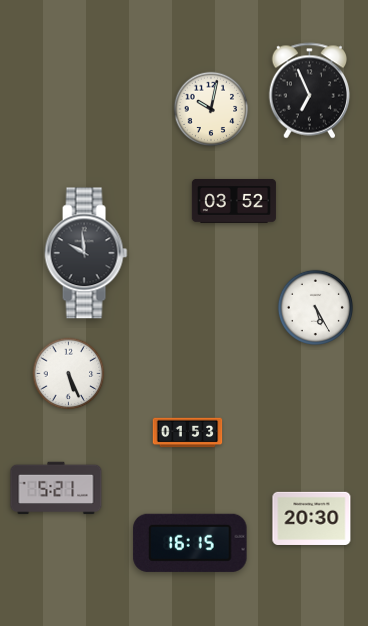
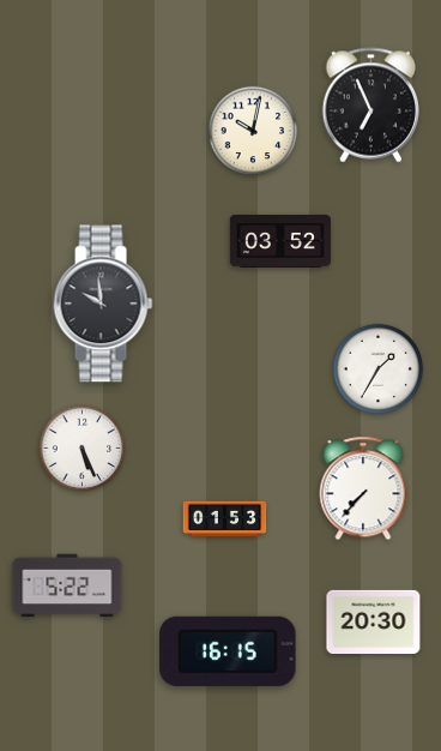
clock at (310, 91) position: (310, 91) -> (371, 106)
clock at (315, 307): 5:25 -> 1:35
clock at (363, 488): none -> 7:37
clock at (56, 488): 5:21 -> 5:22
